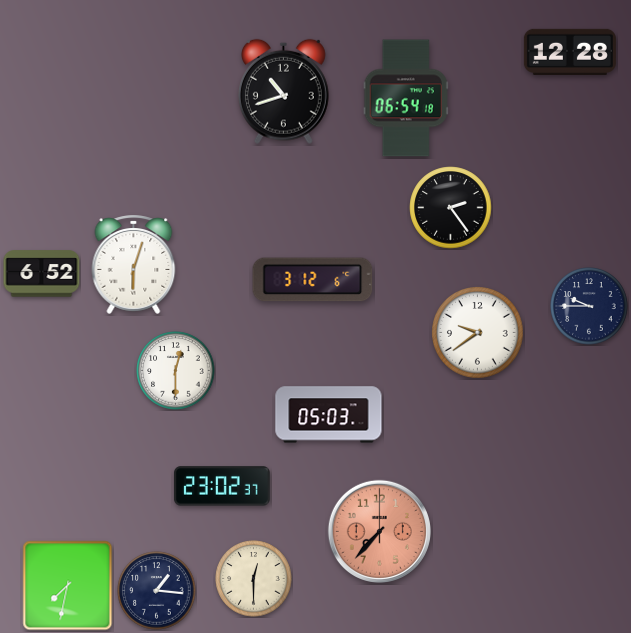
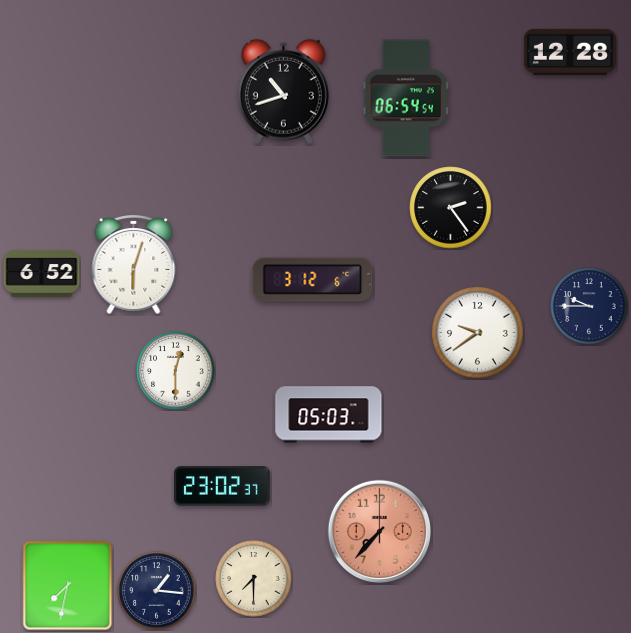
clock at (406, 98): 06:54:18 -> 06:54:54
clock at (254, 579): 12:30 -> 7:30
